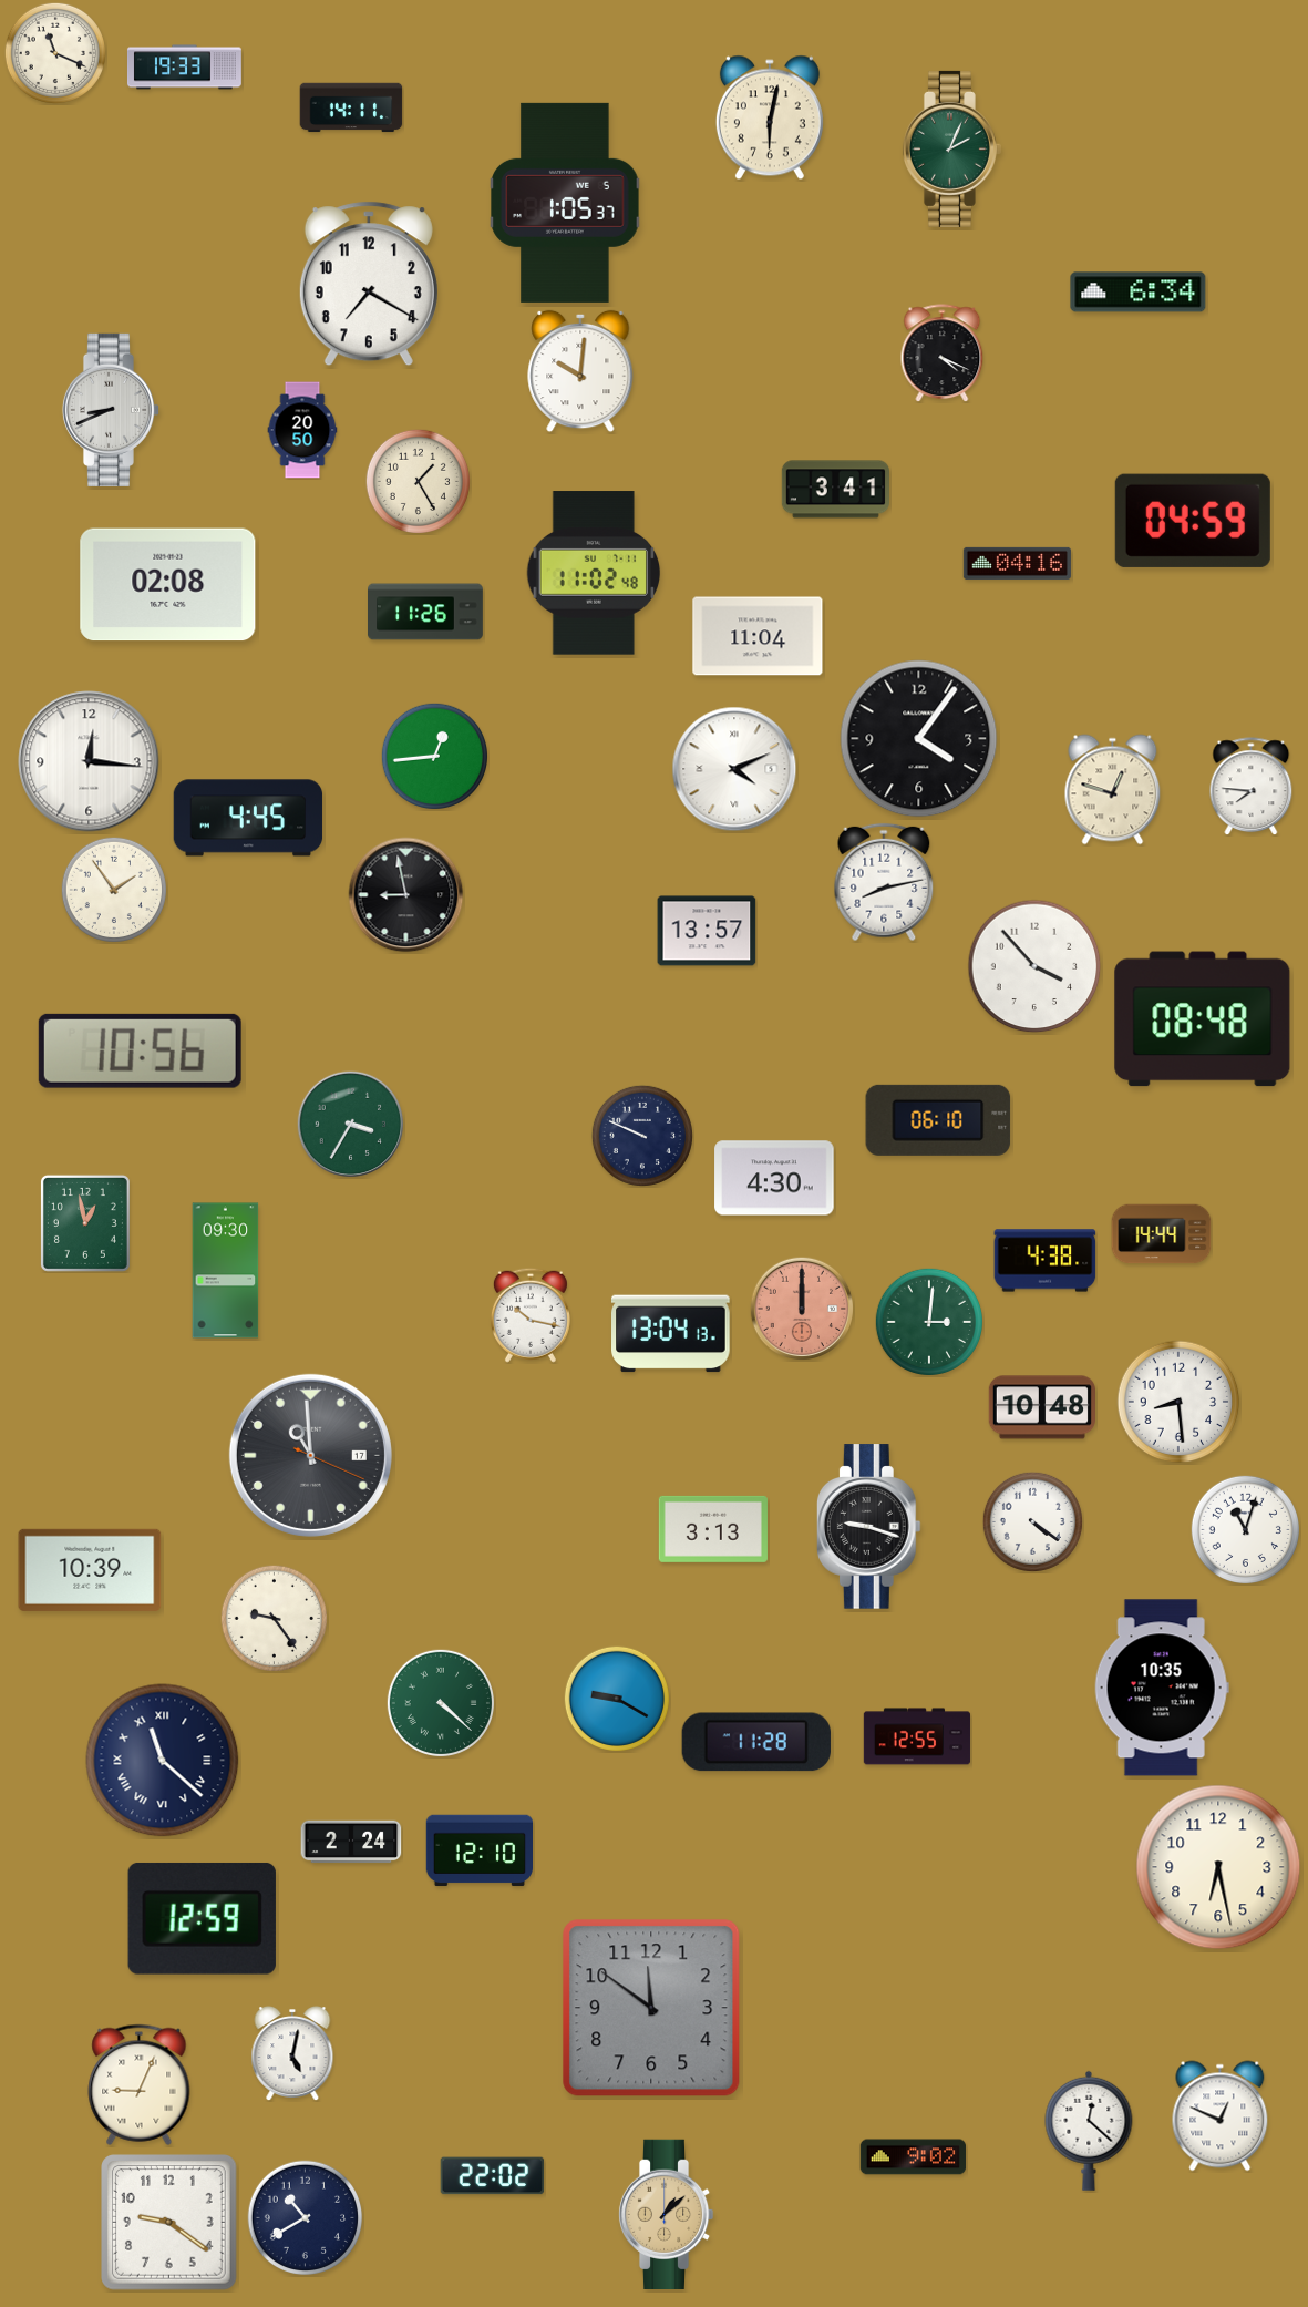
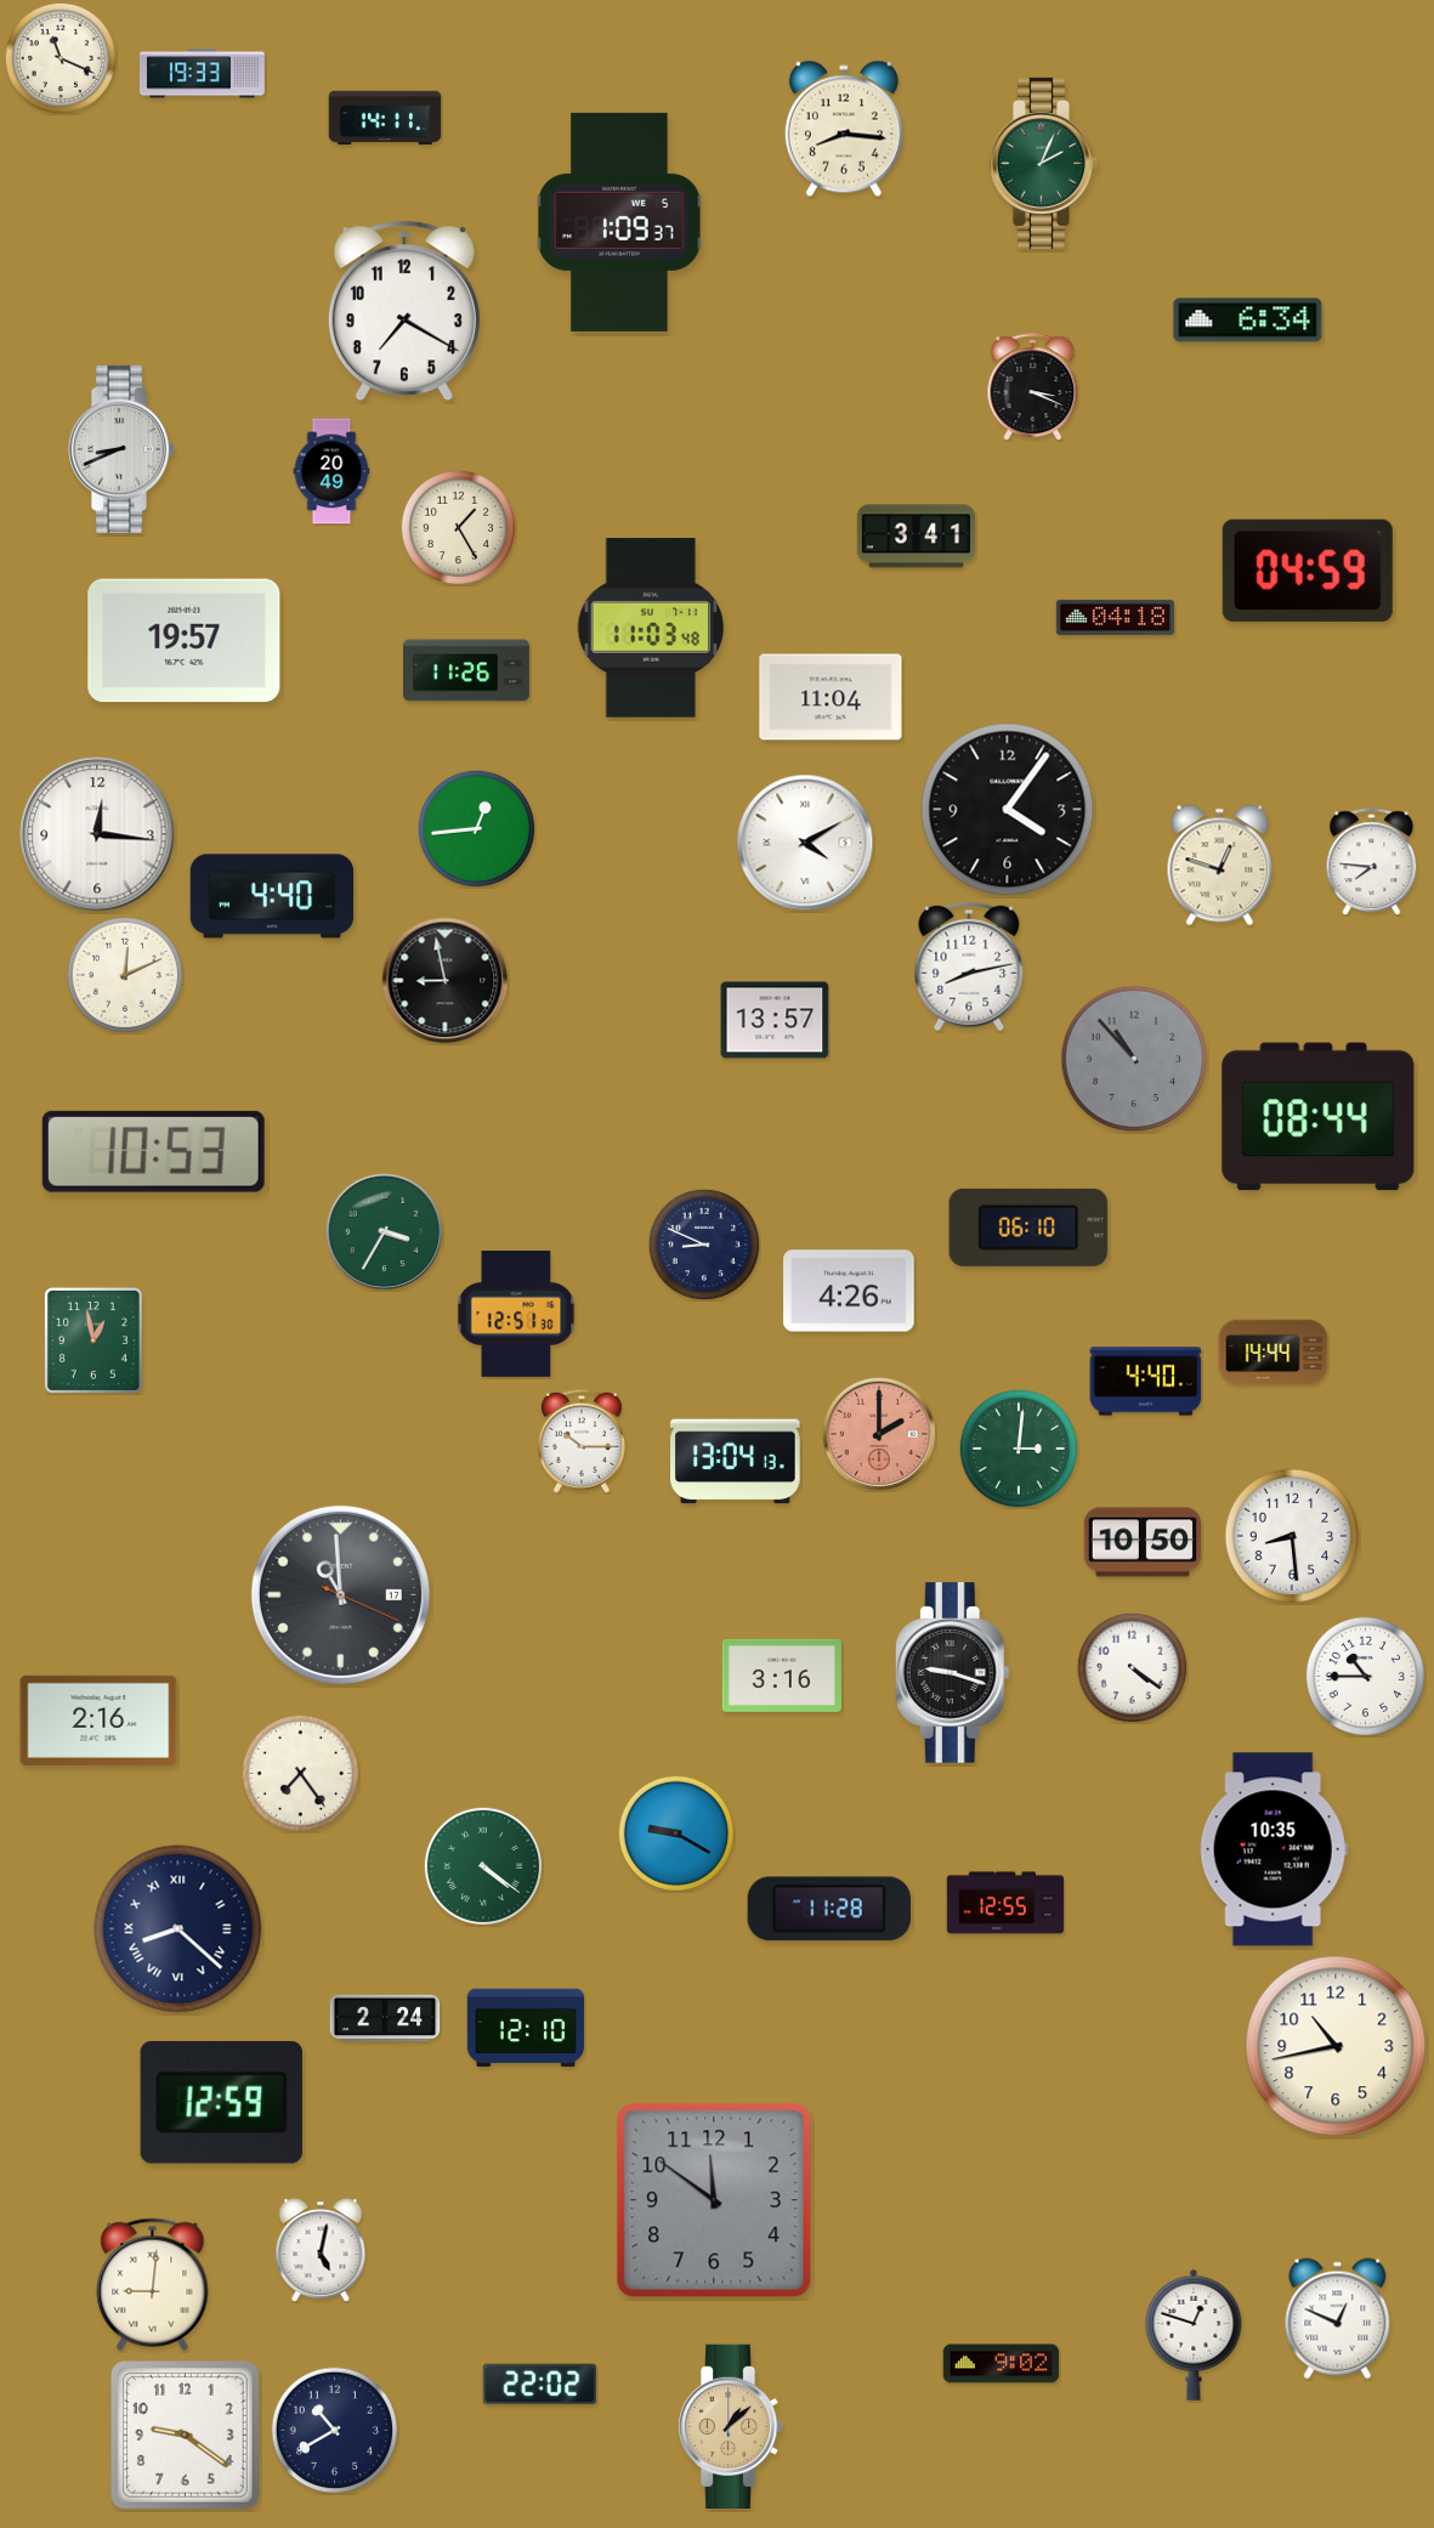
clock at (770, 117): 6:02 -> 8:16
clock at (565, 203): 1:05 -> 1:09
clock at (943, 353): 4:19 -> 3:19
clock at (580, 371): 10:01 -> none
clock at (302, 430): 20:50 -> 20:49
clock at (1017, 563): 04:16 -> 04:18
clock at (594, 573): 11:02 -> 11:03
clock at (168, 585): 02:08 -> 19:57
clock at (734, 769): 4:11 -> 4:10
clock at (248, 818): 4:45 -> 4:40
clock at (113, 889): 1:54 -> 12:11
clock at (1034, 966): 3:53 -> 10:53
clock at (1034, 966) dial: white -> grey
clock at (1203, 1019): 08:48 -> 08:44
clock at (140, 1050): 10:56 -> 10:53
clock at (642, 1136): 9:49 -> 8:49
clock at (774, 1178): 4:30 -> 4:26
clock at (516, 1314): none -> 12:51
clock at (1046, 1261): 4:38 -> 4:40
clock at (226, 1271): 09:30 -> none
clock at (801, 1308): 12:00 -> 2:00
clock at (531, 1315): 10:17 -> 10:15
clock at (1041, 1407): 10:48 -> 10:50
clock at (713, 1529): 3:13 -> 3:16
clock at (1245, 1529): 11:03 -> 10:45
clock at (90, 1570): 10:39 -> 2:16
clock at (274, 1618): 9:24 -> 7:24
clock at (616, 1698) position: (616, 1698) -> (675, 1832)
clock at (440, 1702): 4:22 -> 4:21
clock at (163, 1761): 11:22 -> 8:22
clock at (1218, 1867): 6:28 -> 10:43
clock at (140, 2084): 9:04 -> 9:01
clock at (1089, 2131): 12:22 -> 12:48
